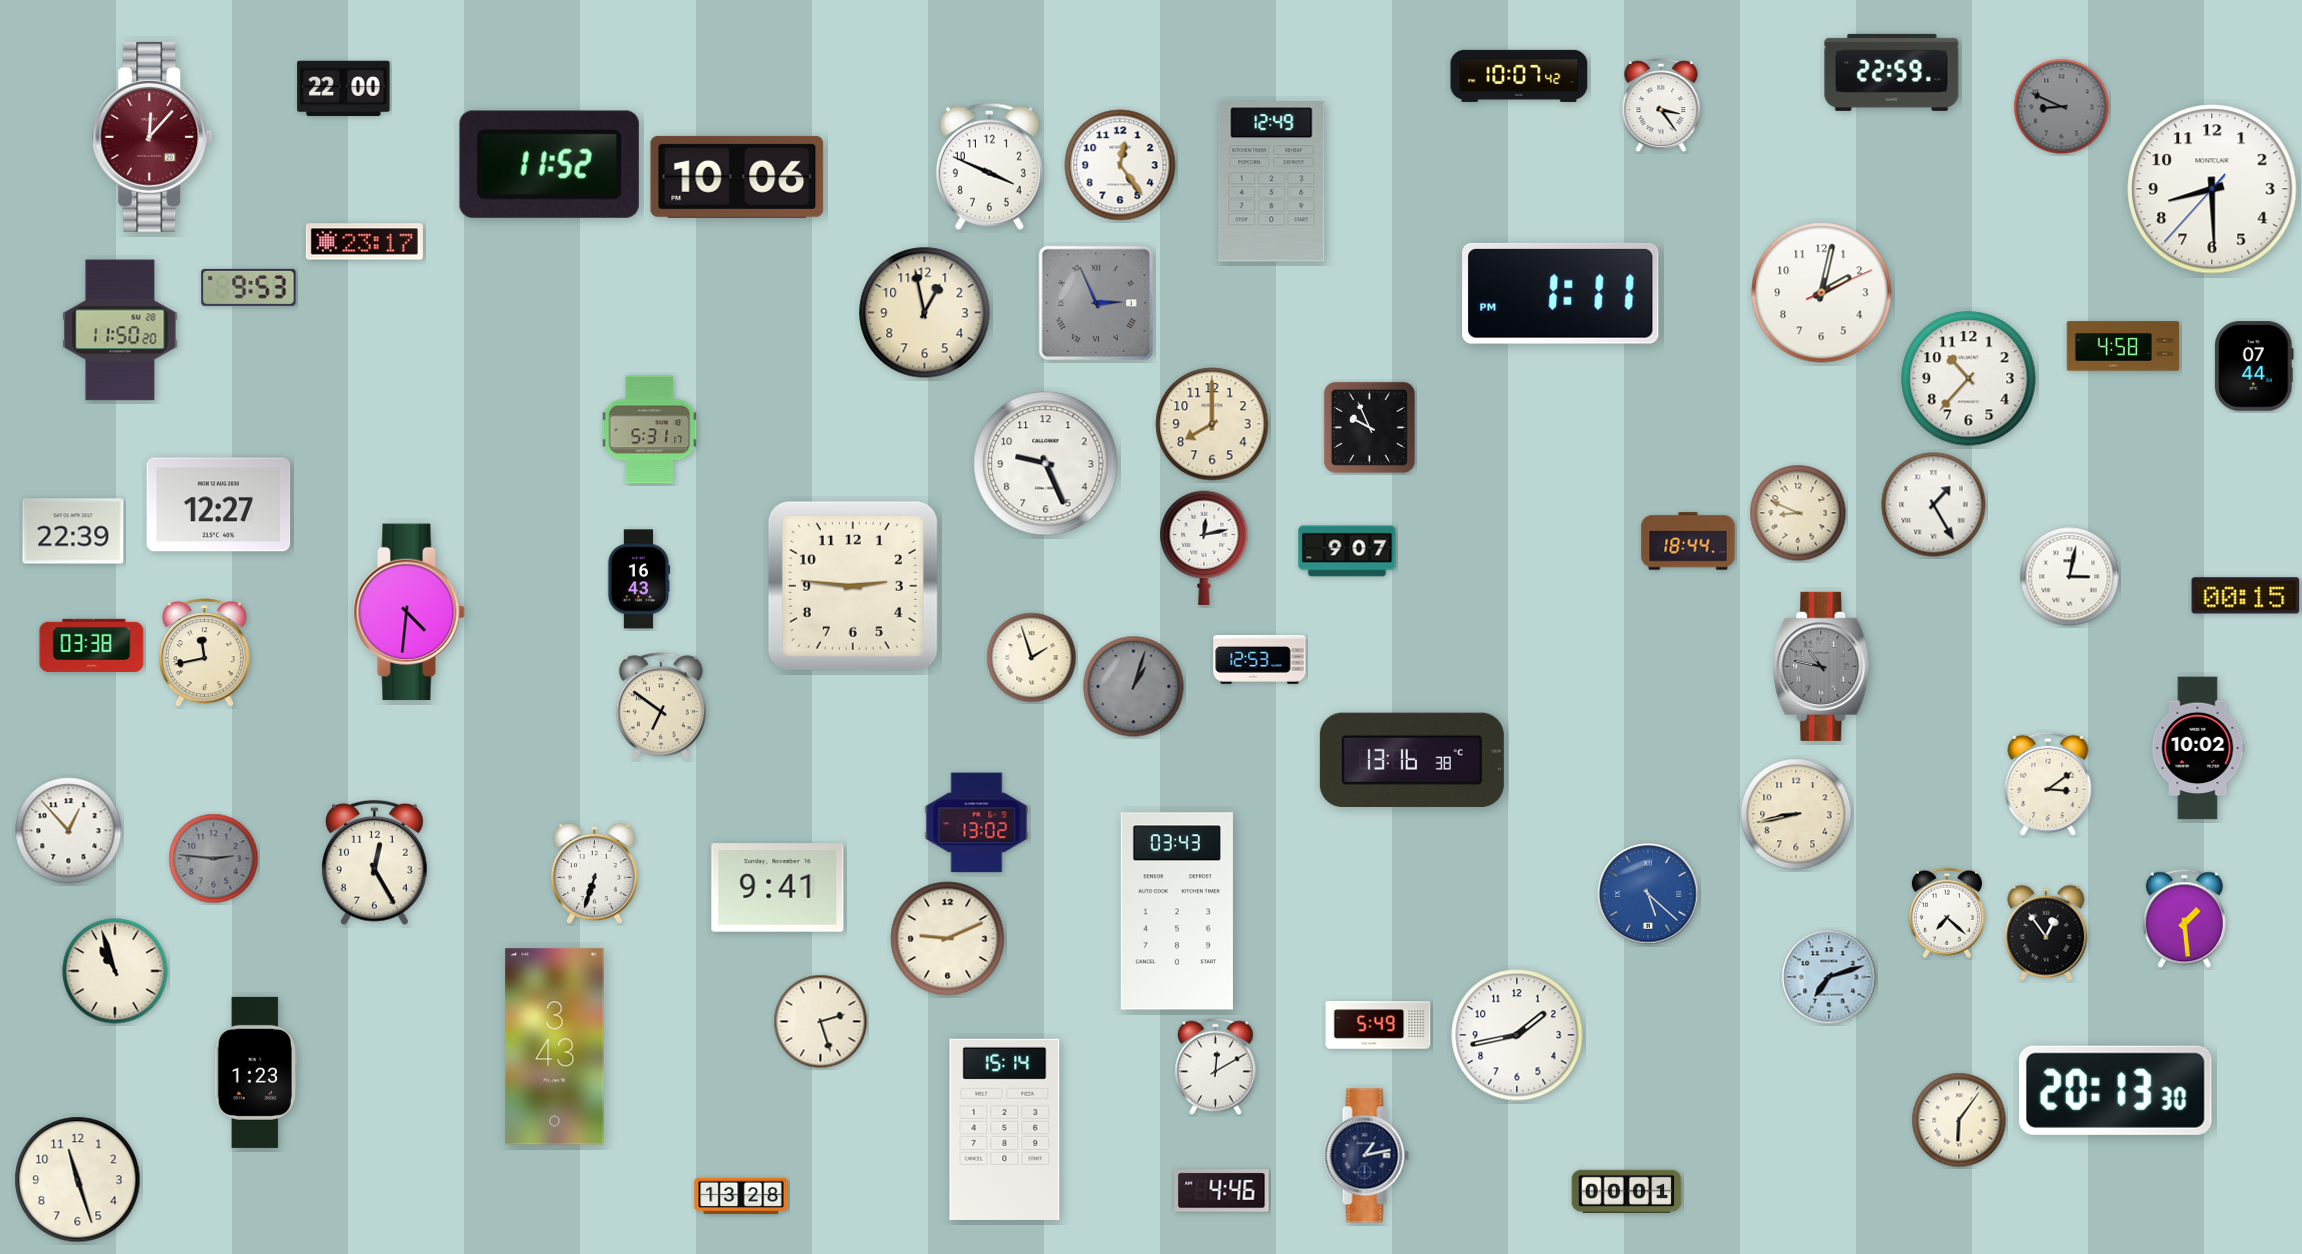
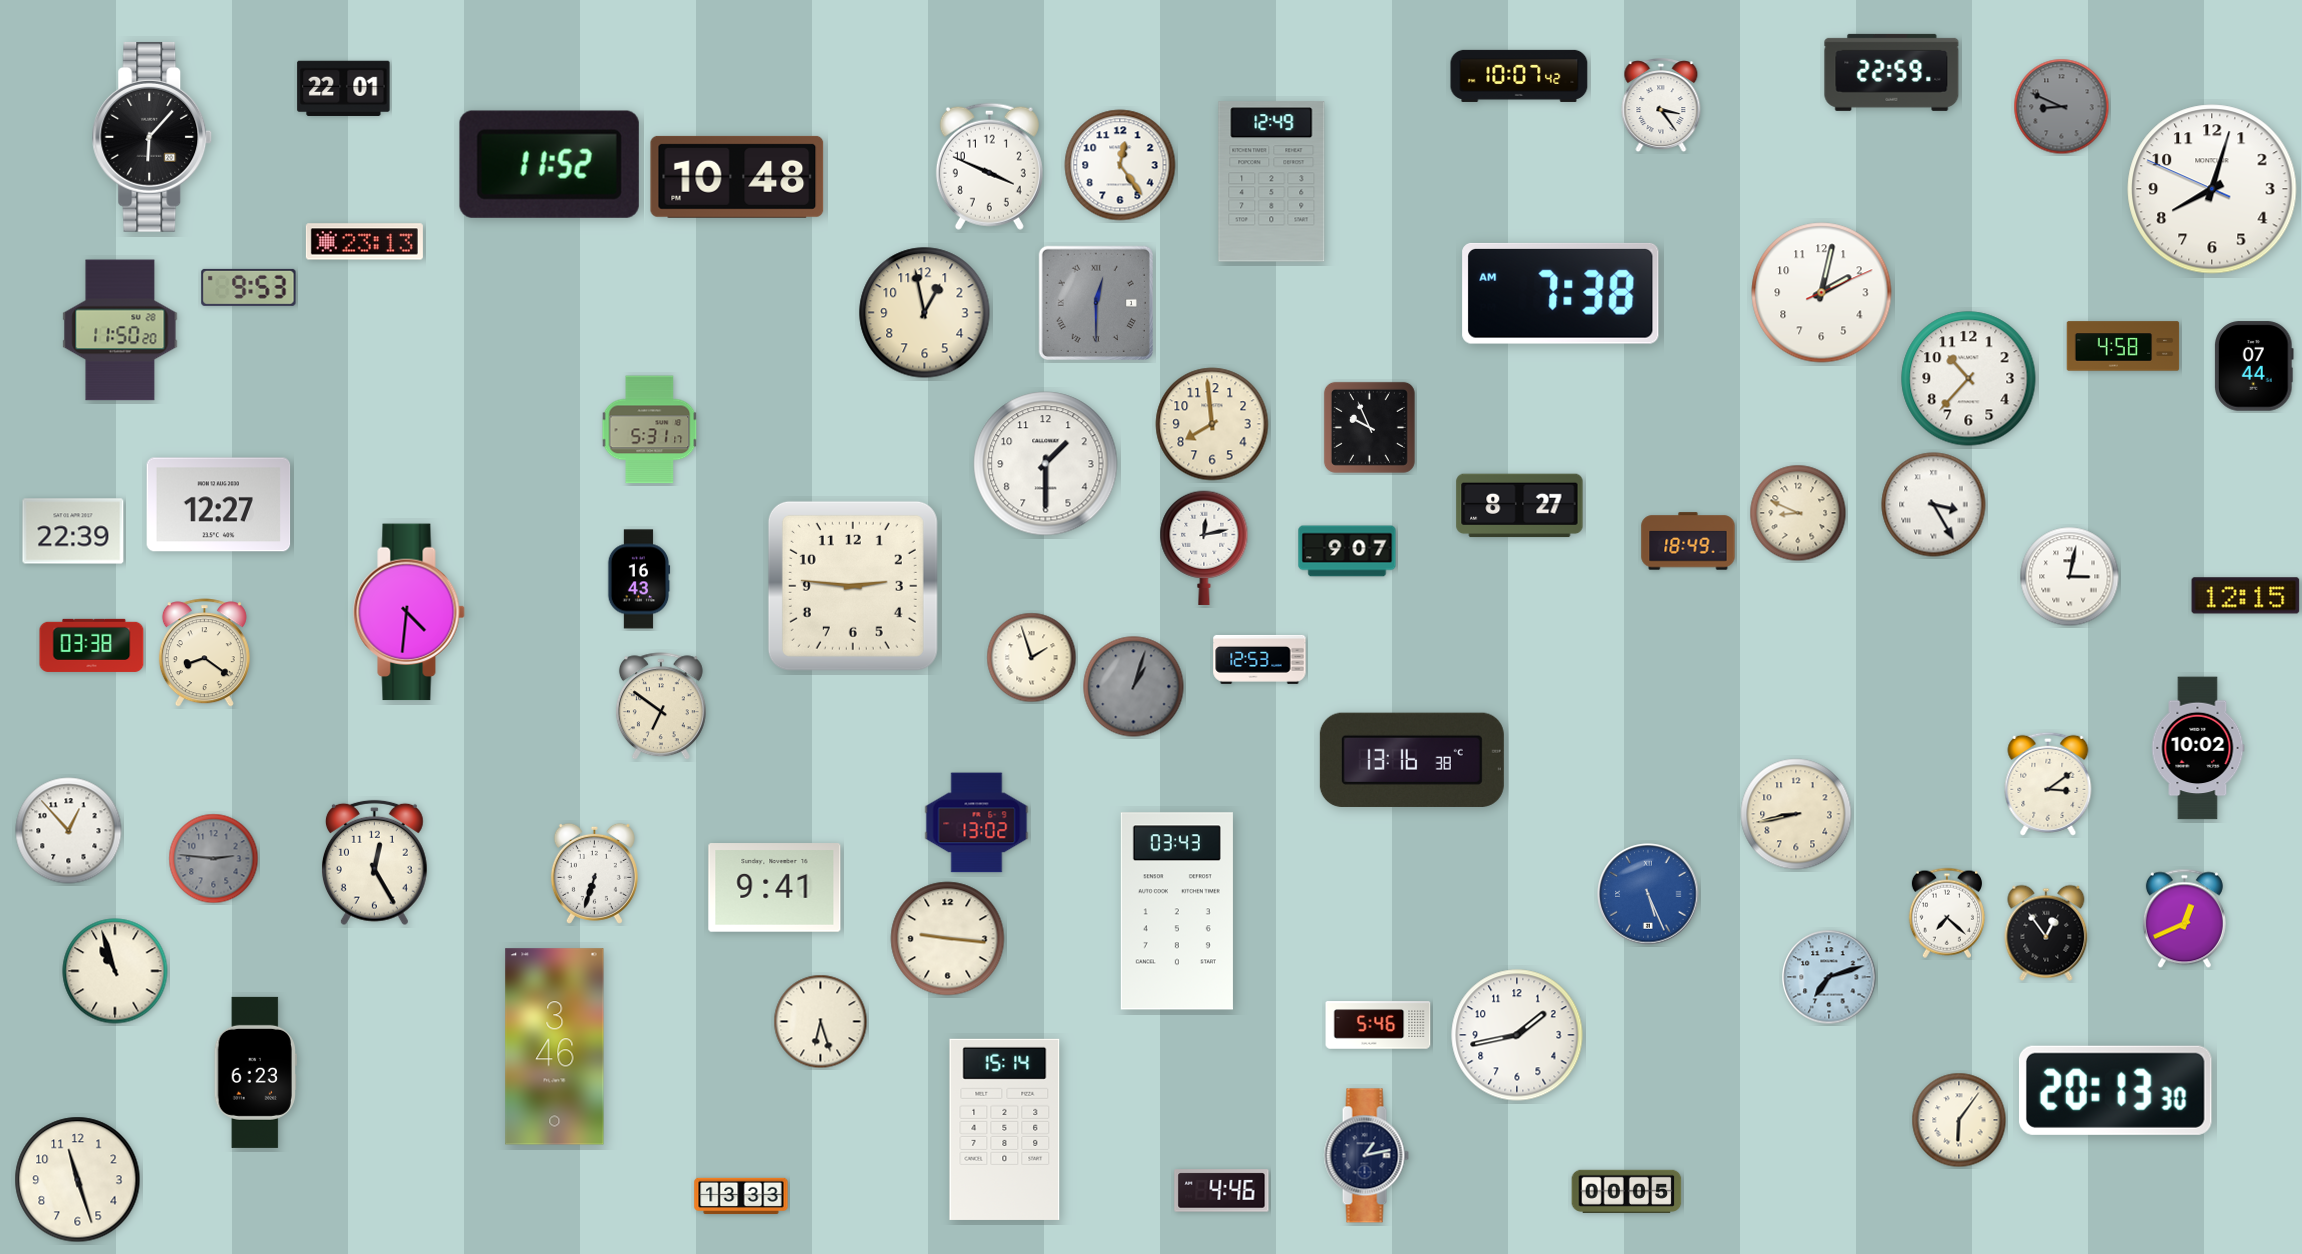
clock at (344, 88): 22:00 -> 22:01
clock at (152, 137): 12:07 -> 6:07
clock at (152, 137) dial: burgundy -> black
clock at (737, 177): 10:06 -> 10:48
clock at (2212, 189): 8:29 -> 8:02
clock at (364, 242): 23:17 -> 23:13
clock at (1561, 293): 1:11 -> 7:38
clock at (1096, 303): 2:56 -> 12:30
clock at (1212, 424): 8:00 -> 7:59
clock at (1046, 464): 9:26 -> 1:30
clock at (1934, 505): 1:25 -> 3:25
clock at (1520, 506): none -> 8:27
clock at (1688, 541): 18:44 -> 18:49
clock at (2246, 596): 00:15 -> 12:15
clock at (204, 653): 11:43 -> 8:21
clock at (1822, 666): 10:47 -> none
clock at (778, 888) position: (778, 888) -> (775, 888)
clock at (1648, 894): 5:22 -> 5:26
clock at (2184, 919): 1:29 -> 12:41
clock at (948, 939): 9:11 -> 9:16
clock at (821, 1022): 2:27 -> 6:27
clock at (1378, 1025): 5:49 -> 5:46
clock at (555, 1047): 3:43 -> 3:46
clock at (1216, 1067): 12:10 -> none
clock at (255, 1072): 1:23 -> 6:23
clock at (1627, 1191): 00:01 -> 00:05
clock at (741, 1196): 13:28 -> 13:33
